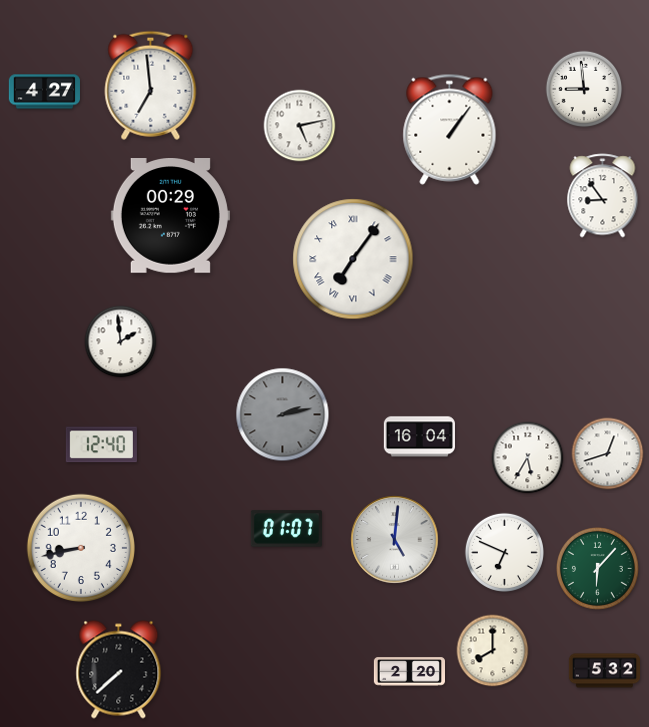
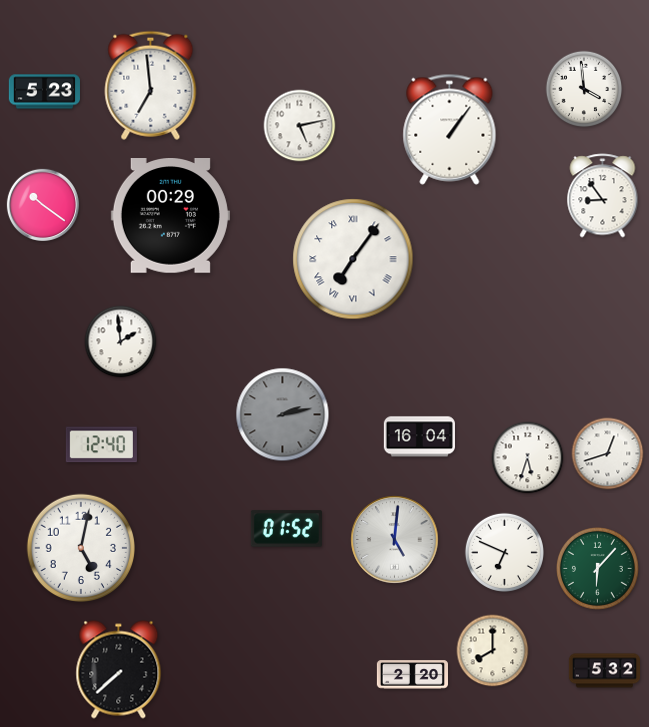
clock at (584, 89): 8:59 -> 3:59
clock at (44, 92): 4:27 -> 5:23
clock at (43, 205): none -> 10:21
clock at (528, 458): 5:35 -> 5:33
clock at (286, 529): 01:07 -> 01:52
clock at (80, 547): 8:43 -> 5:02
clock at (409, 672) position: (409, 672) -> (412, 675)
